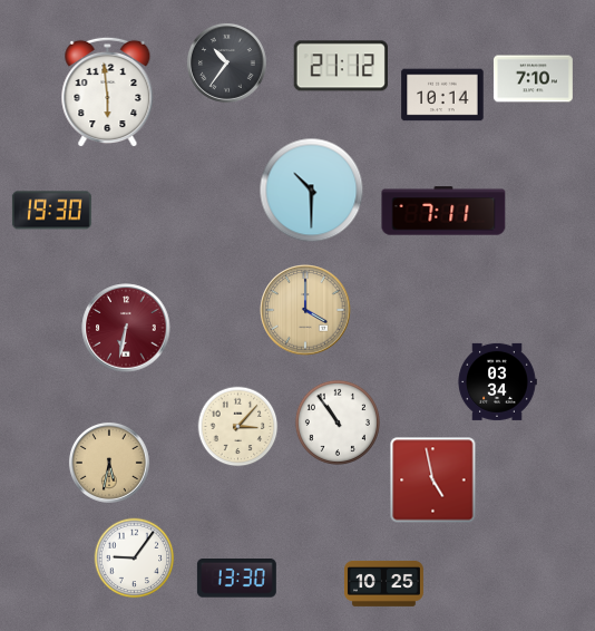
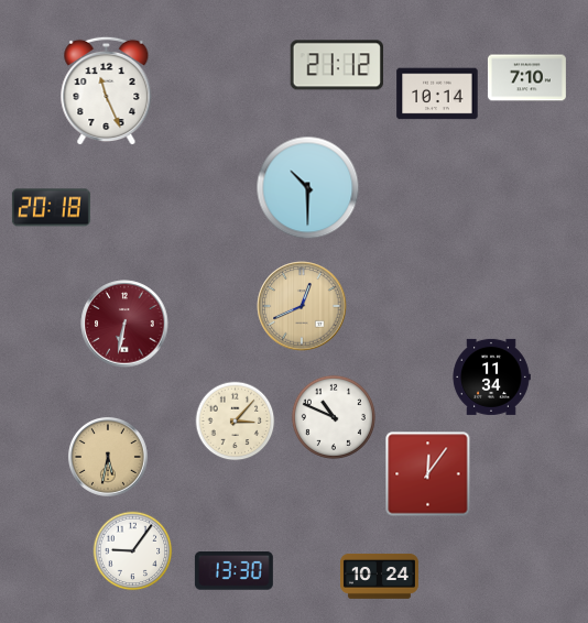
clock at (226, 62): 10:36 -> none
clock at (108, 93): 5:59 -> 11:26
clock at (51, 211): 19:30 -> 20:18
clock at (443, 211): 7:11 -> none
clock at (305, 310): 4:00 -> 12:41
clock at (497, 381): 03:34 -> 11:34
clock at (338, 423): 10:54 -> 10:49
clock at (433, 480): 4:58 -> 12:06
clock at (383, 583): 10:25 -> 10:24
